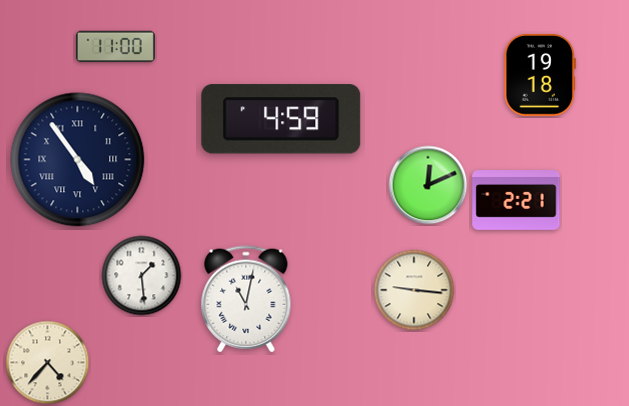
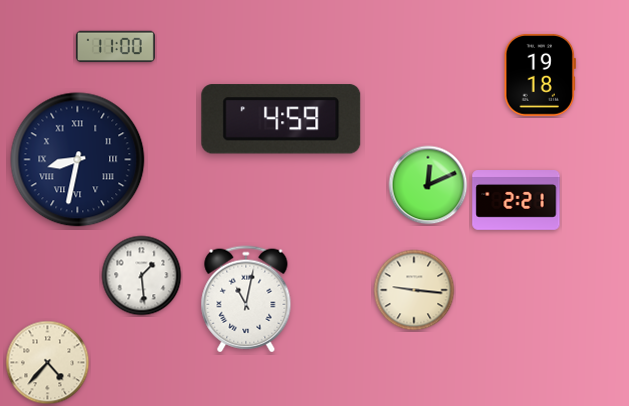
clock at (78, 160): 4:54 -> 8:32
